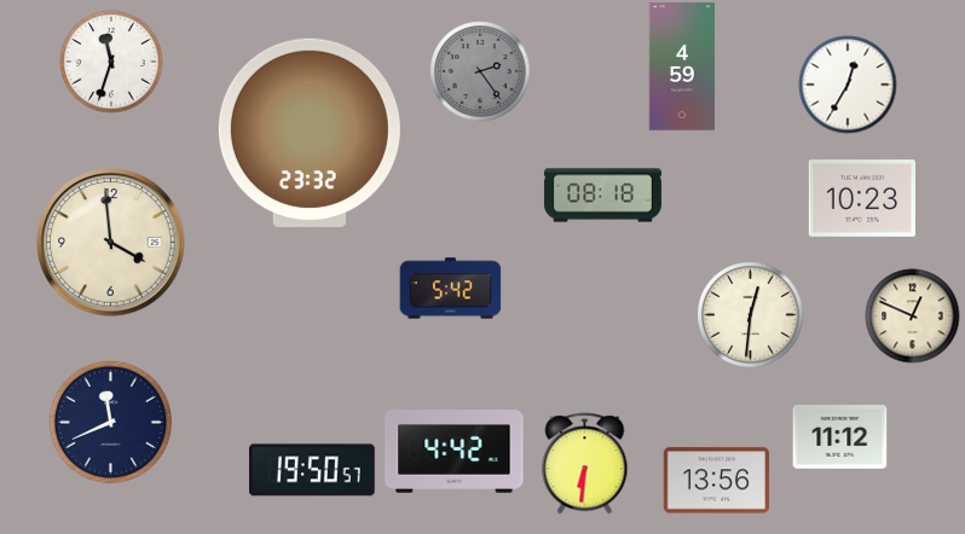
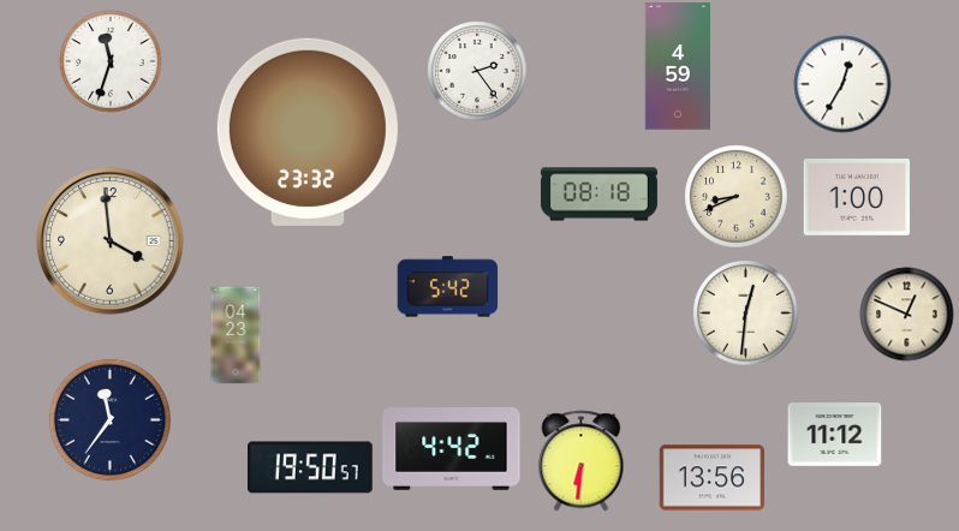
clock at (480, 71) dial: grey -> white
clock at (735, 196): none -> 8:41
clock at (861, 199): 10:23 -> 1:00
clock at (236, 335): none -> 04:23
clock at (110, 422): 11:41 -> 11:36
